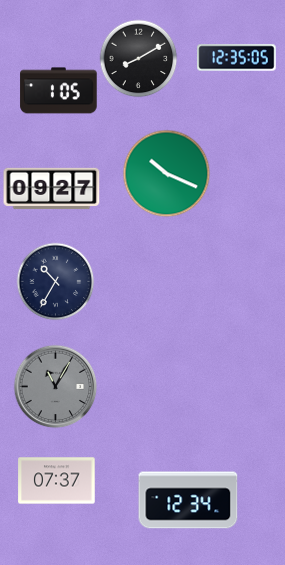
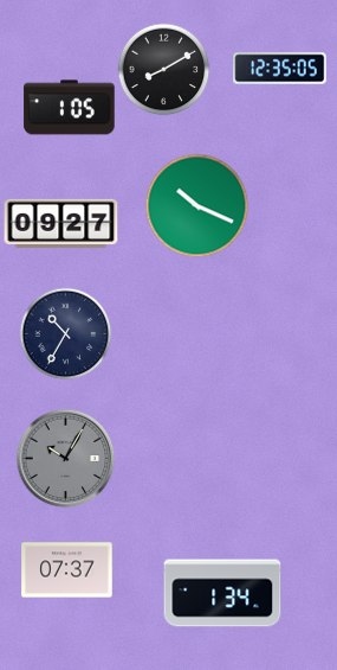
clock at (55, 386): 11:05 -> 10:05
clock at (188, 500): 12:34 -> 1:34
